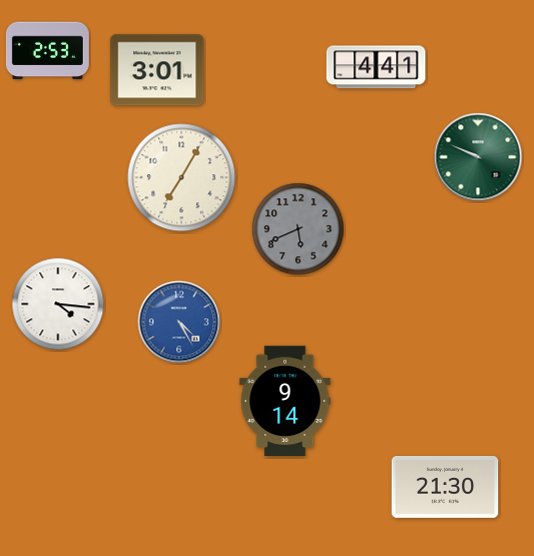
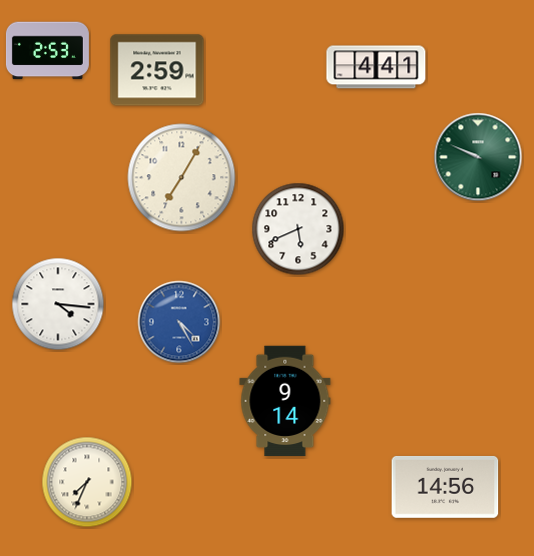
clock at (157, 70): 3:01 -> 2:59
clock at (298, 229) dial: grey -> white
clock at (87, 482): none -> 7:34
clock at (445, 487): 21:30 -> 14:56
